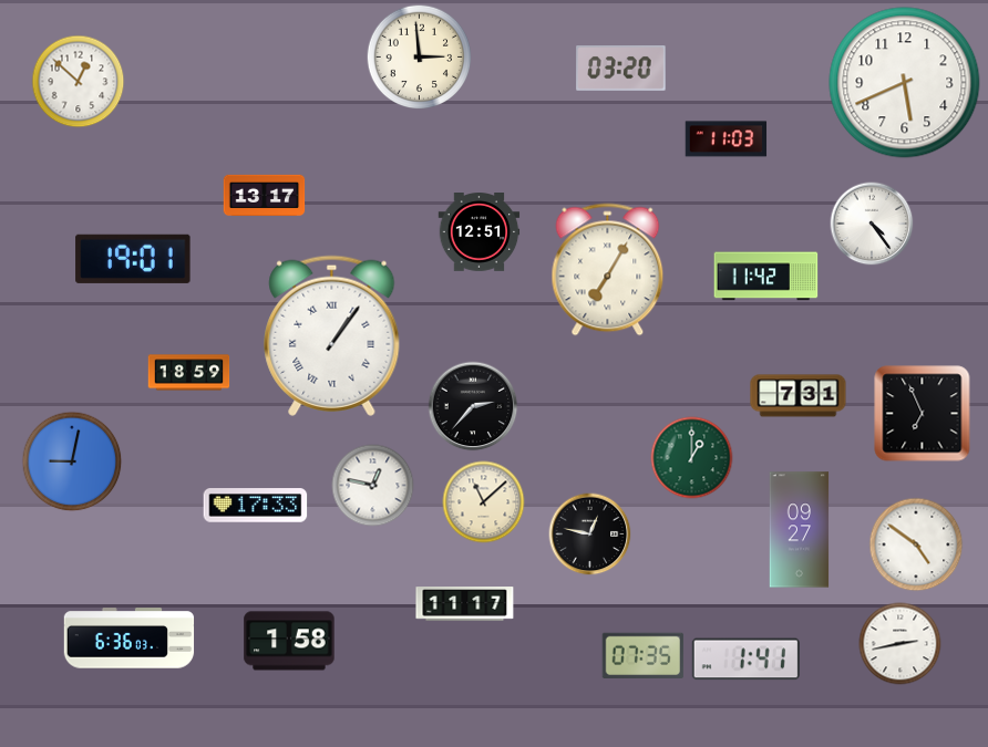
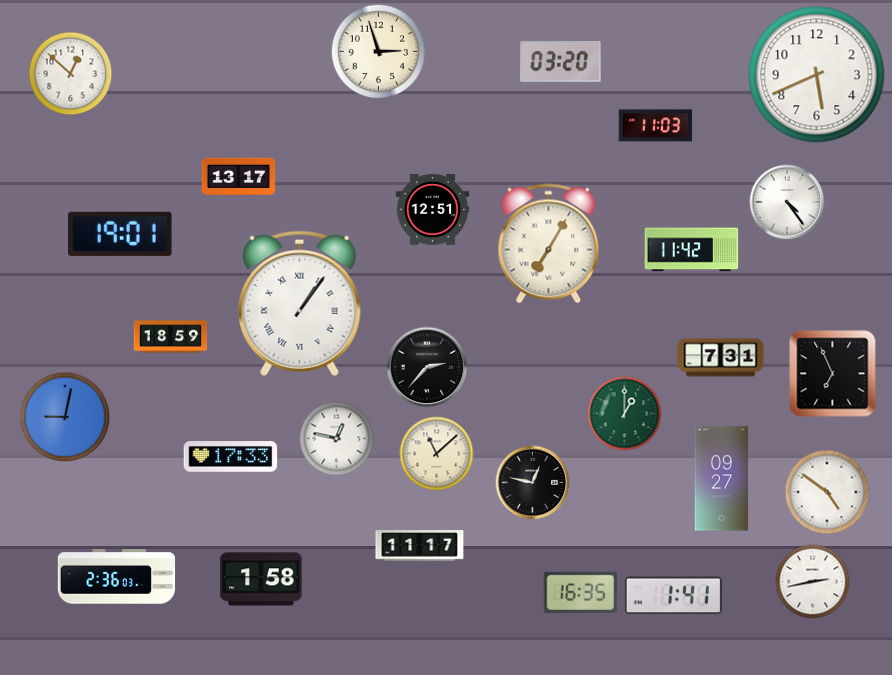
clock at (420, 58): 2:59 -> 2:57
clock at (130, 639): 6:36 -> 2:36
clock at (644, 655): 07:35 -> 16:35
